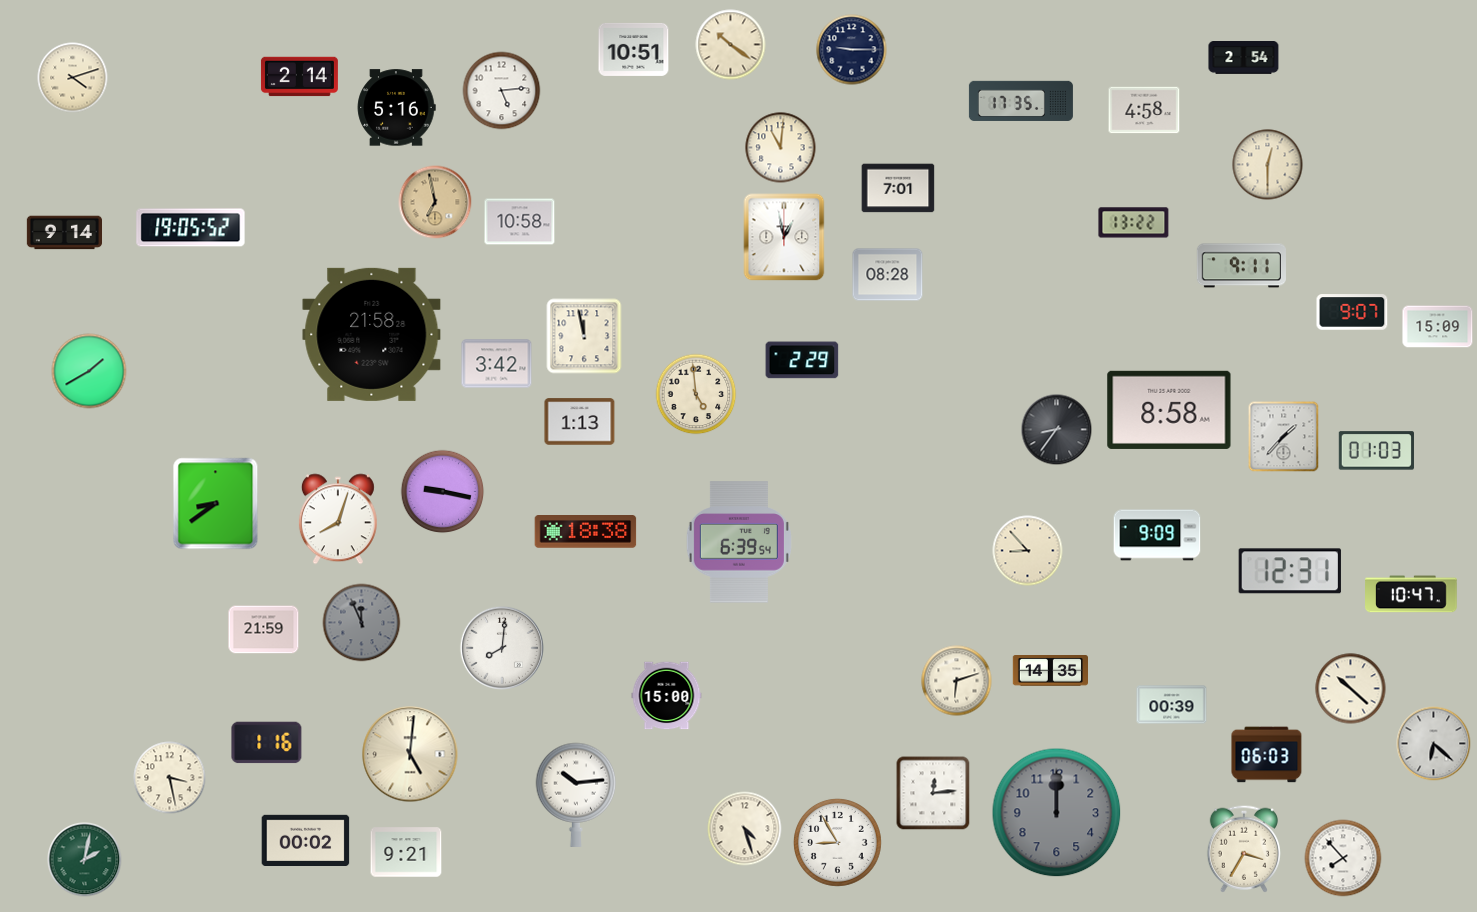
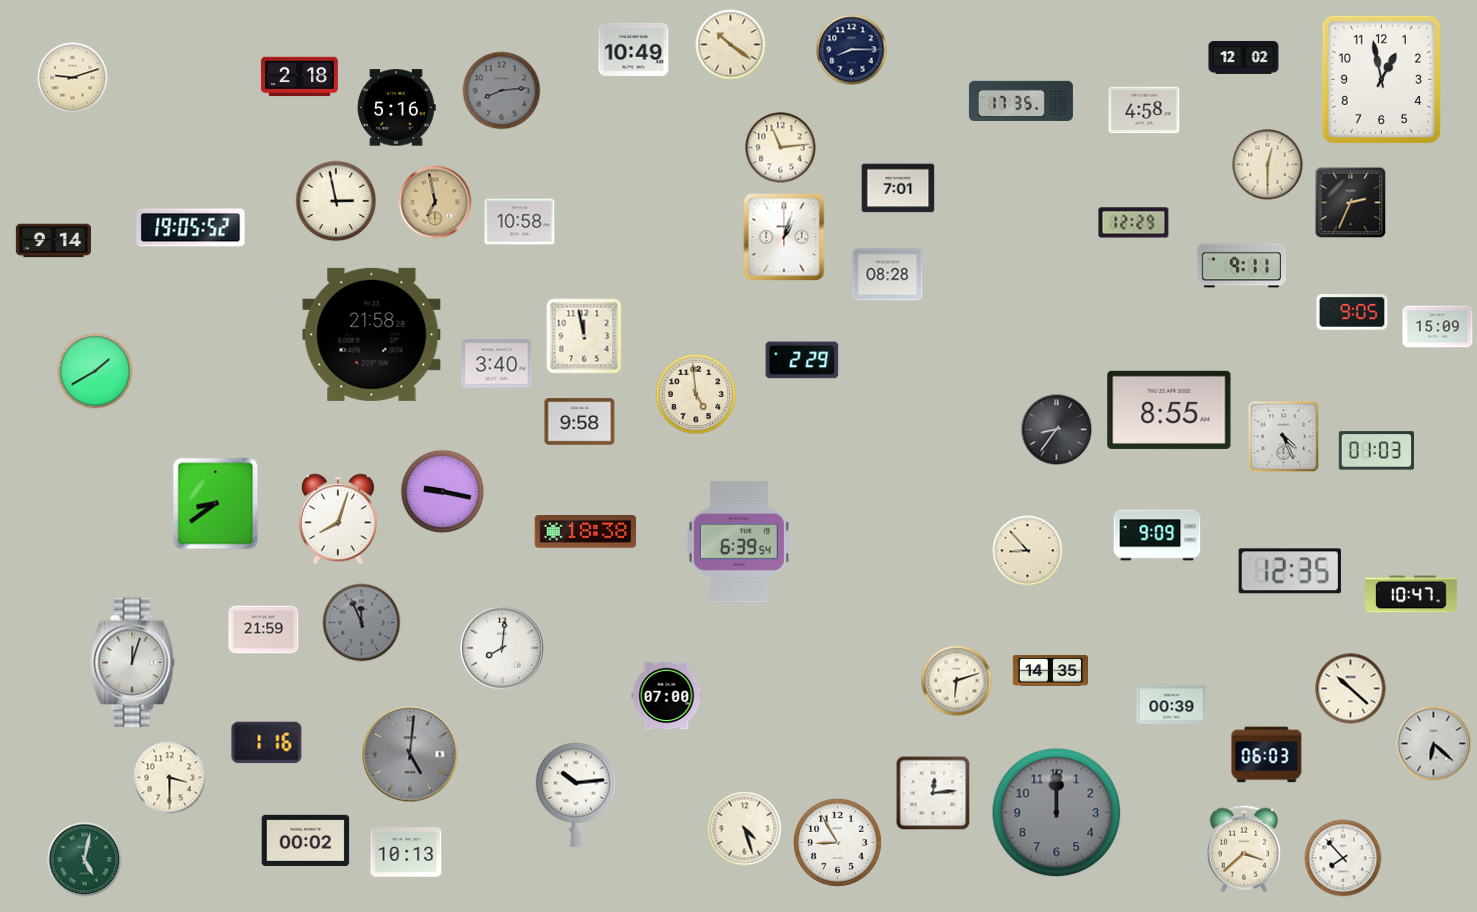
clock at (634, 49): 10:51 -> 10:49
clock at (852, 50): 9:15 -> 8:15
clock at (1244, 58): 2:54 -> 12:02
clock at (299, 77): 2:14 -> 2:18
clock at (73, 78): 4:12 -> 9:12
clock at (1381, 79): none -> 12:58
clock at (502, 91): 5:14 -> 8:14
clock at (502, 91) dial: white -> grey
clock at (781, 148): 11:01 -> 11:14
clock at (336, 201): none -> 2:58
clock at (1351, 203): none -> 2:34
clock at (1134, 223): 13:22 -> 12:29
clock at (64, 233) position: (64, 233) -> (53, 241)
clock at (784, 237): 12:58 -> 1:03
clock at (1352, 312): 9:07 -> 9:05
clock at (497, 364): 3:42 -> 3:40
clock at (89, 371) position: (89, 371) -> (95, 371)
clock at (1169, 410): 8:58 -> 8:55
clock at (580, 422): 1:13 -> 9:58
clock at (1284, 437): 1:37 -> 4:26
clock at (1290, 571): 12:31 -> 12:35
clock at (133, 663): none -> 12:03
clock at (667, 696): 15:00 -> 07:00
clock at (410, 754) dial: cream -> grey
clock at (170, 778): 3:28 -> 3:30
clock at (1244, 849): 3:35 -> 3:38
clock at (406, 852): 9:21 -> 10:13
clock at (85, 860): 2:02 -> 5:02
